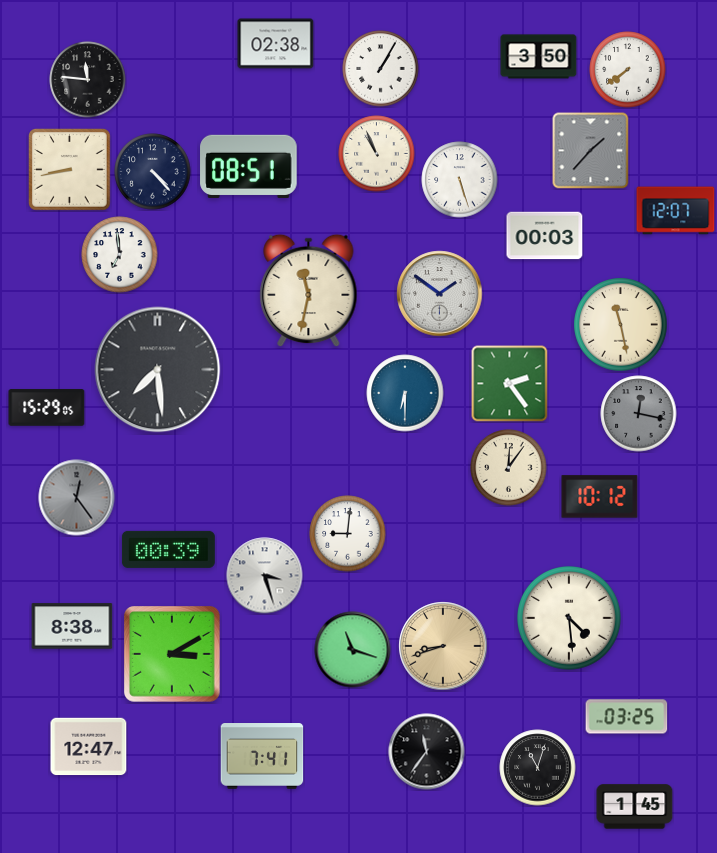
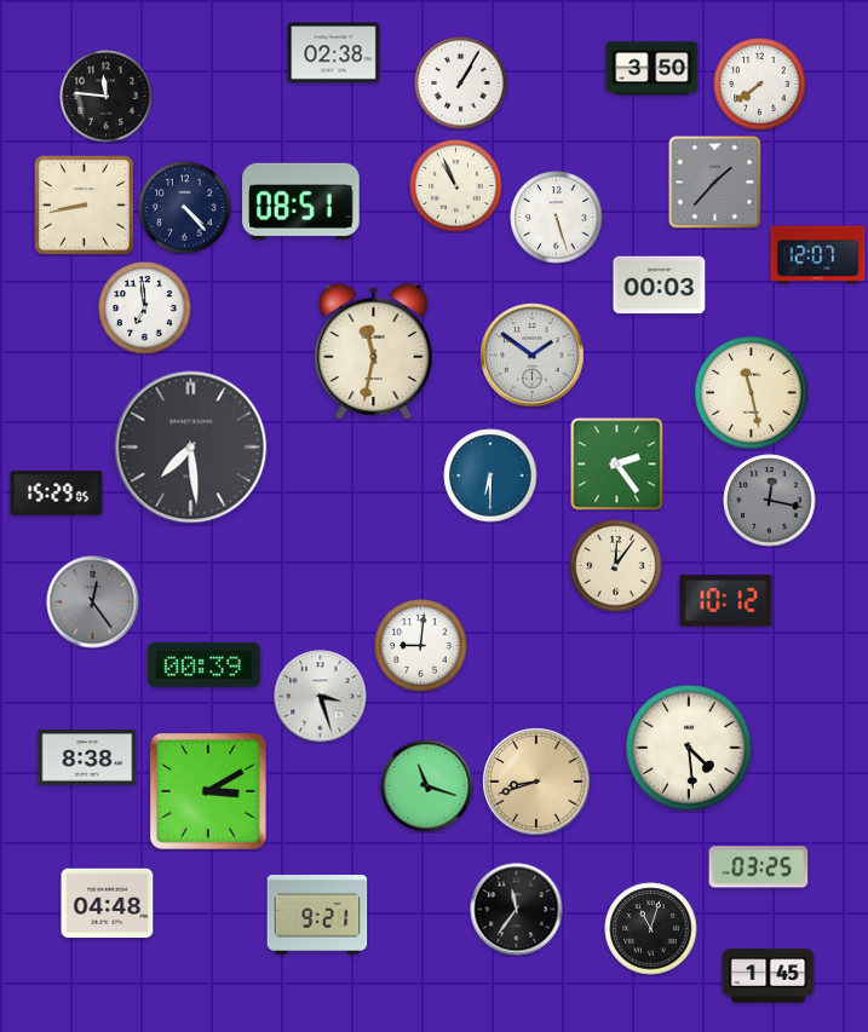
clock at (639, 414) position: (639, 414) -> (770, 501)
clock at (89, 747): 12:47 -> 04:48
clock at (262, 756): 7:41 -> 9:21
